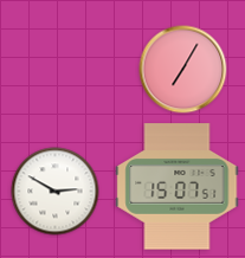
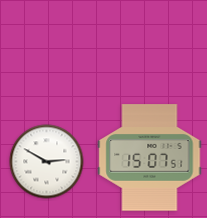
clock at (183, 70): 7:05 -> none
